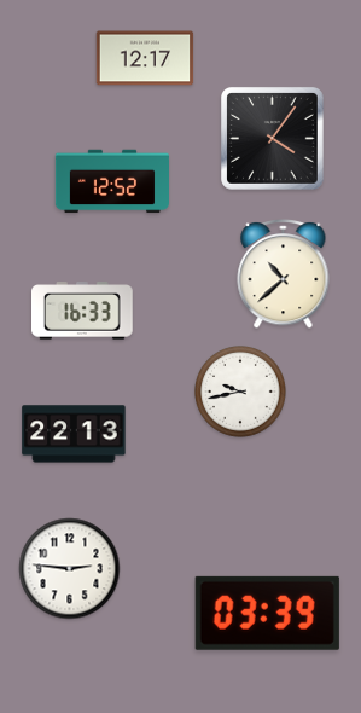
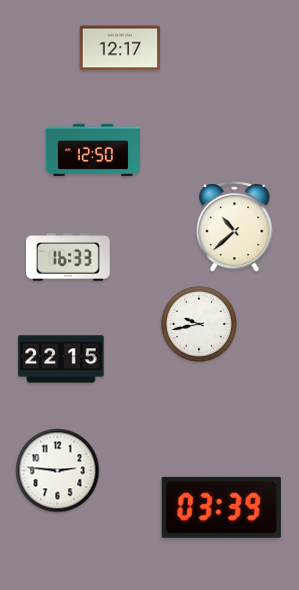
clock at (273, 139): 4:06 -> none
clock at (111, 181): 12:52 -> 12:50
clock at (74, 434): 22:13 -> 22:15
